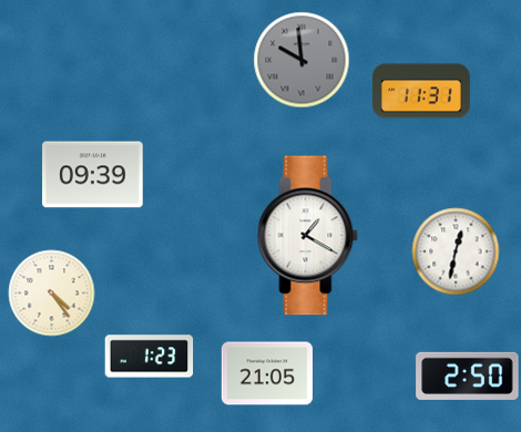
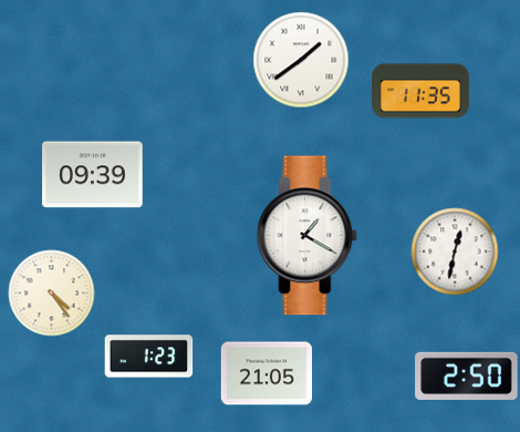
clock at (302, 60): 9:59 -> 1:39
clock at (302, 60) dial: grey -> white
clock at (422, 91): 11:31 -> 11:35
